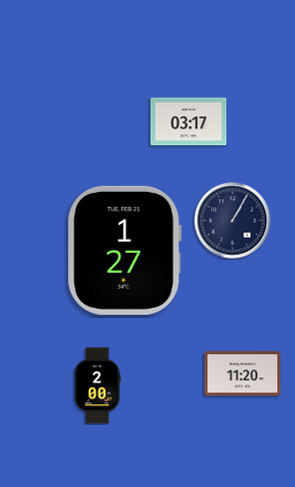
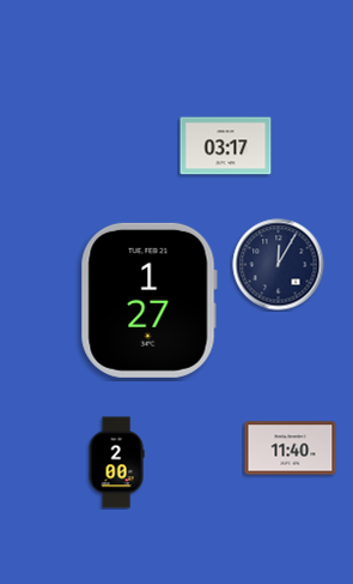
clock at (233, 221): 1:05 -> 12:05
clock at (243, 374): 11:20 -> 11:40
